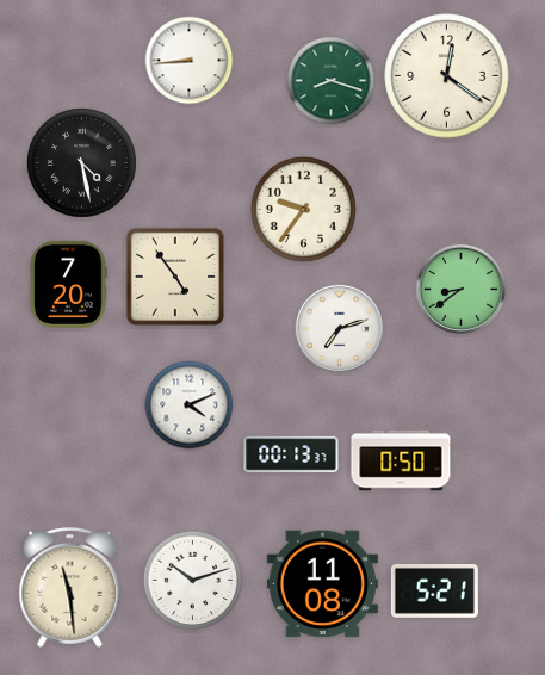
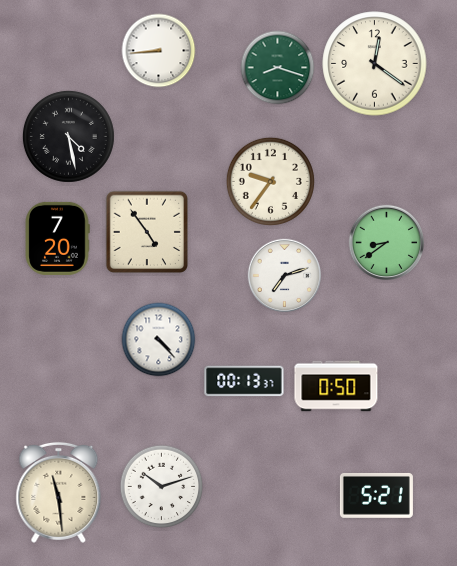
clock at (303, 209) position: (303, 209) -> (270, 181)
clock at (190, 405): 4:11 -> 4:23
clock at (322, 584): 11:08 -> none
clock at (434, 590) position: (434, 590) -> (376, 495)
